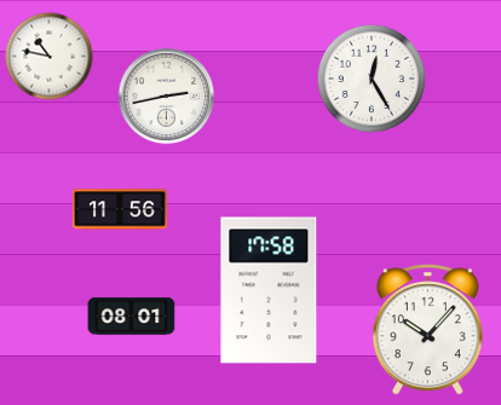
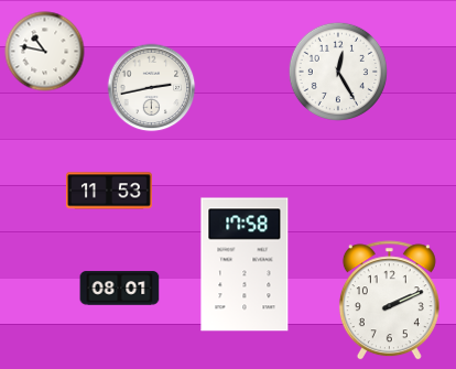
clock at (120, 209): 11:56 -> 11:53
clock at (427, 330): 10:07 -> 2:11
